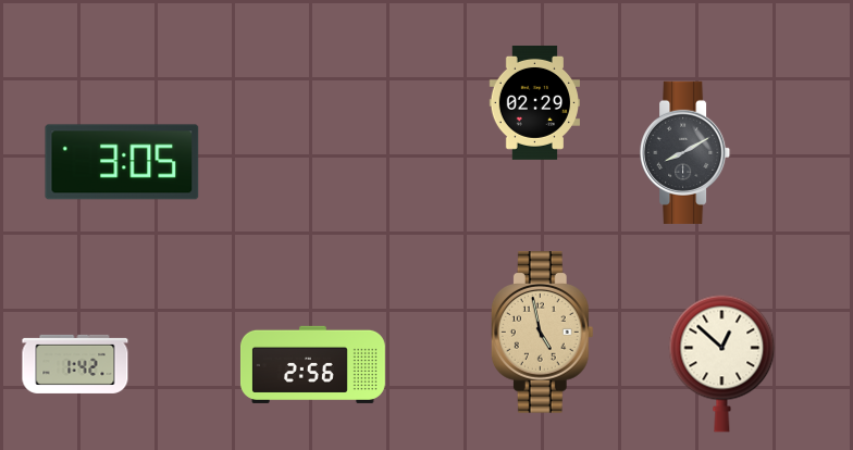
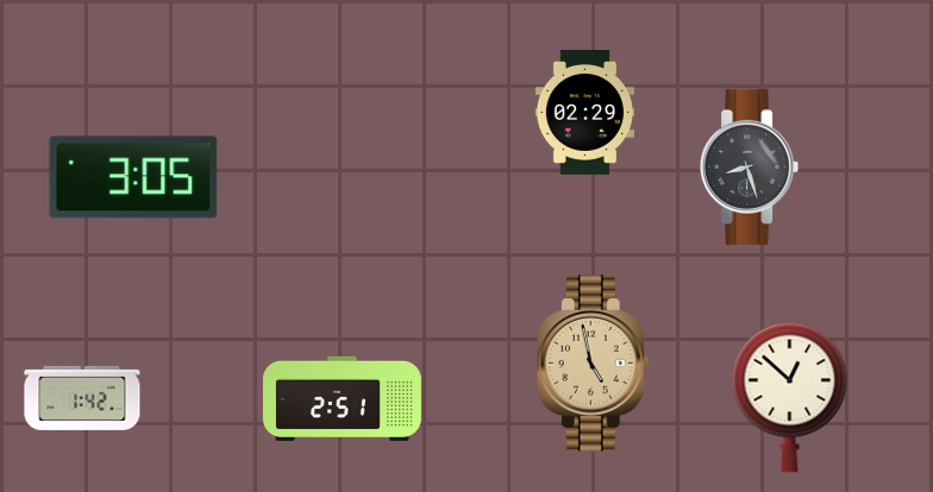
clock at (685, 152): 8:10 -> 8:27
clock at (312, 364): 2:56 -> 2:51
